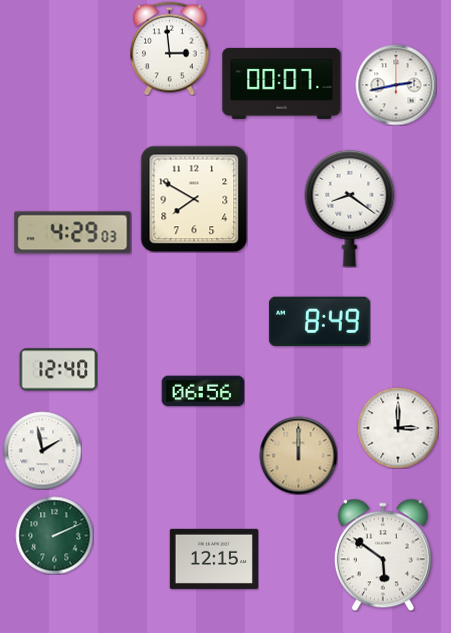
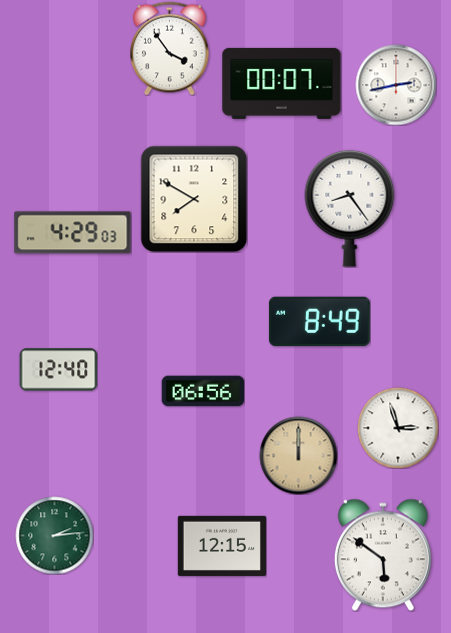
clock at (170, 48): 2:59 -> 3:54
clock at (350, 208): 8:21 -> 8:24
clock at (398, 428): 3:00 -> 2:57
clock at (42, 450): 1:58 -> none
clock at (54, 535): 2:11 -> 2:14
clock at (213, 559) position: (213, 559) -> (221, 546)
